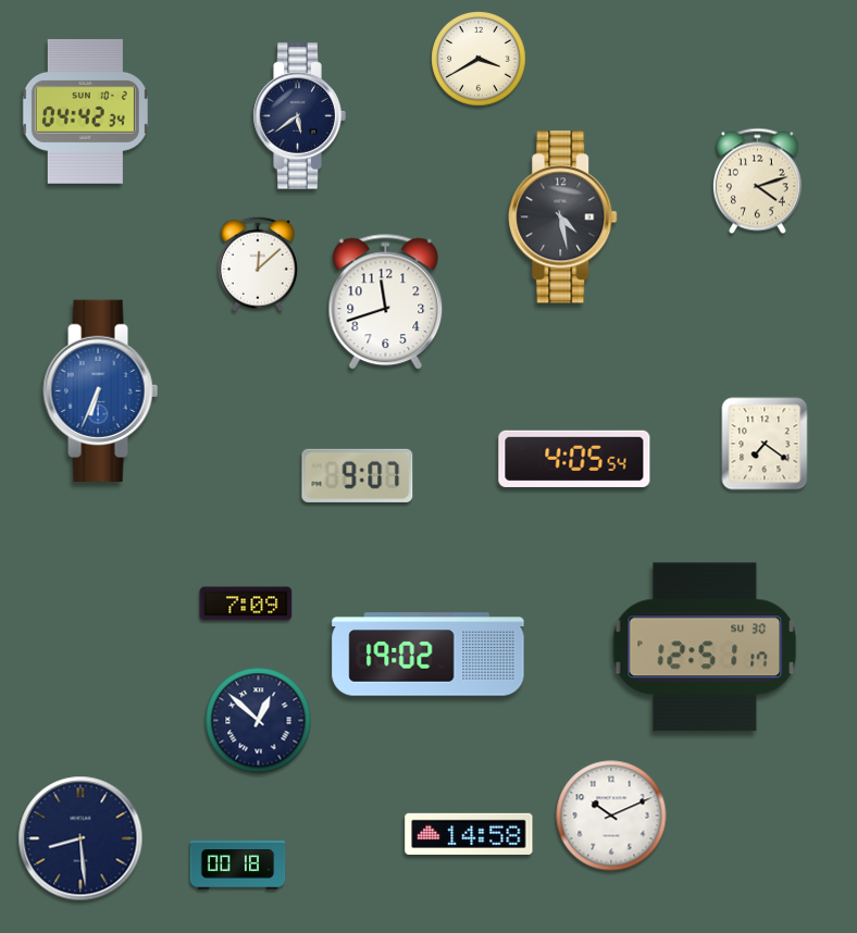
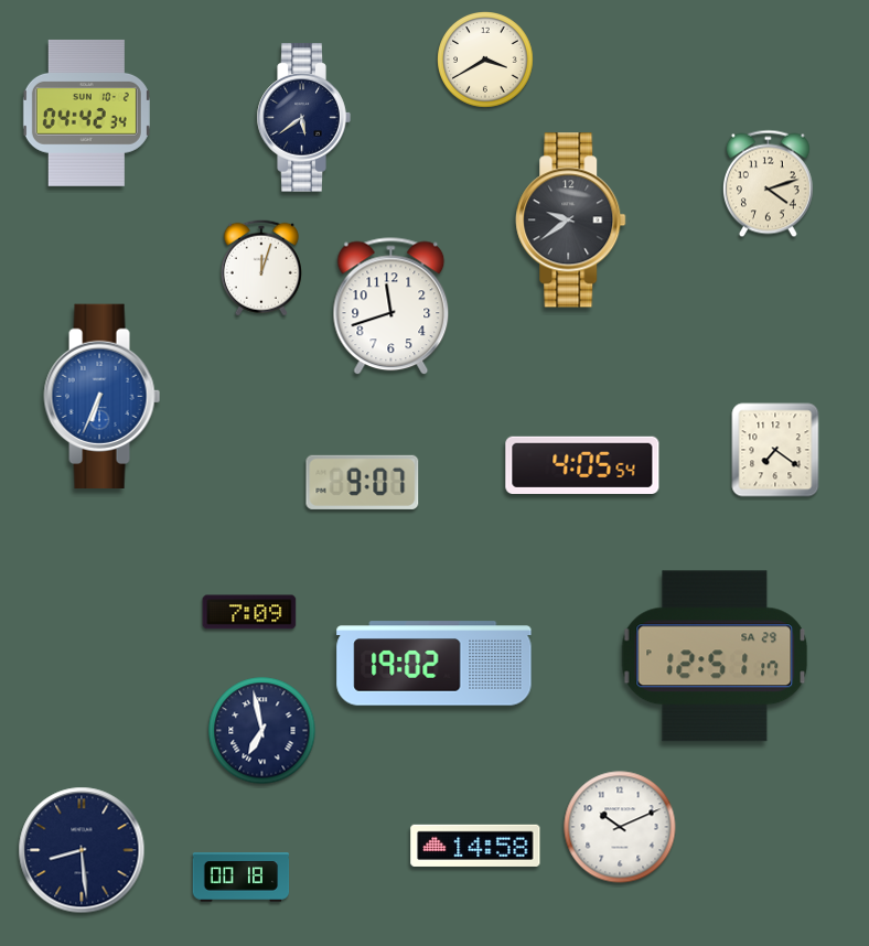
clock at (563, 217): 4:28 -> 9:39
clock at (258, 264): 12:08 -> 12:03
clock at (705, 647) date: SU 30 -> SA 29
clock at (259, 721): 12:52 -> 6:58
